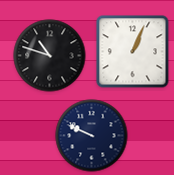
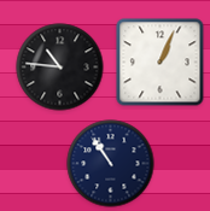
clock at (50, 56): 10:48 -> 10:46
clock at (92, 136): 9:49 -> 10:54
